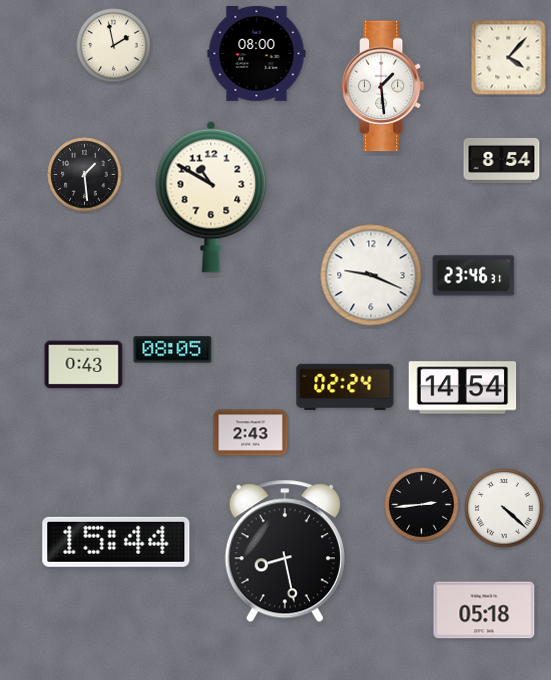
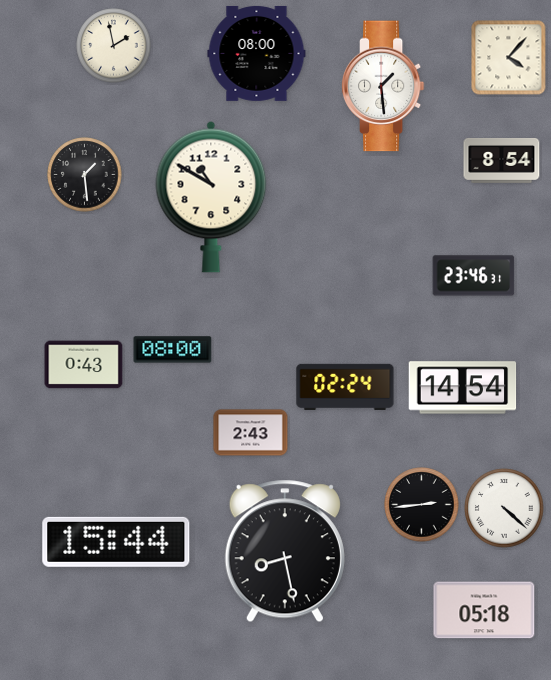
clock at (371, 275): 9:19 -> none
clock at (173, 350): 08:05 -> 08:00
